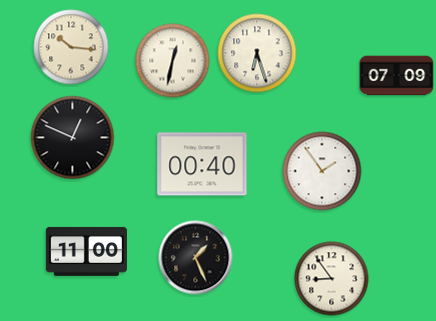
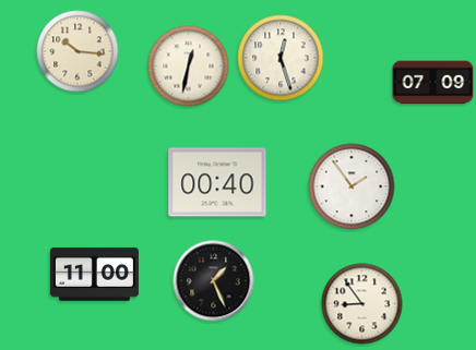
clock at (257, 53): 6:27 -> 12:27
clock at (73, 138): 12:49 -> none
clock at (202, 164) position: (202, 164) -> (217, 182)
